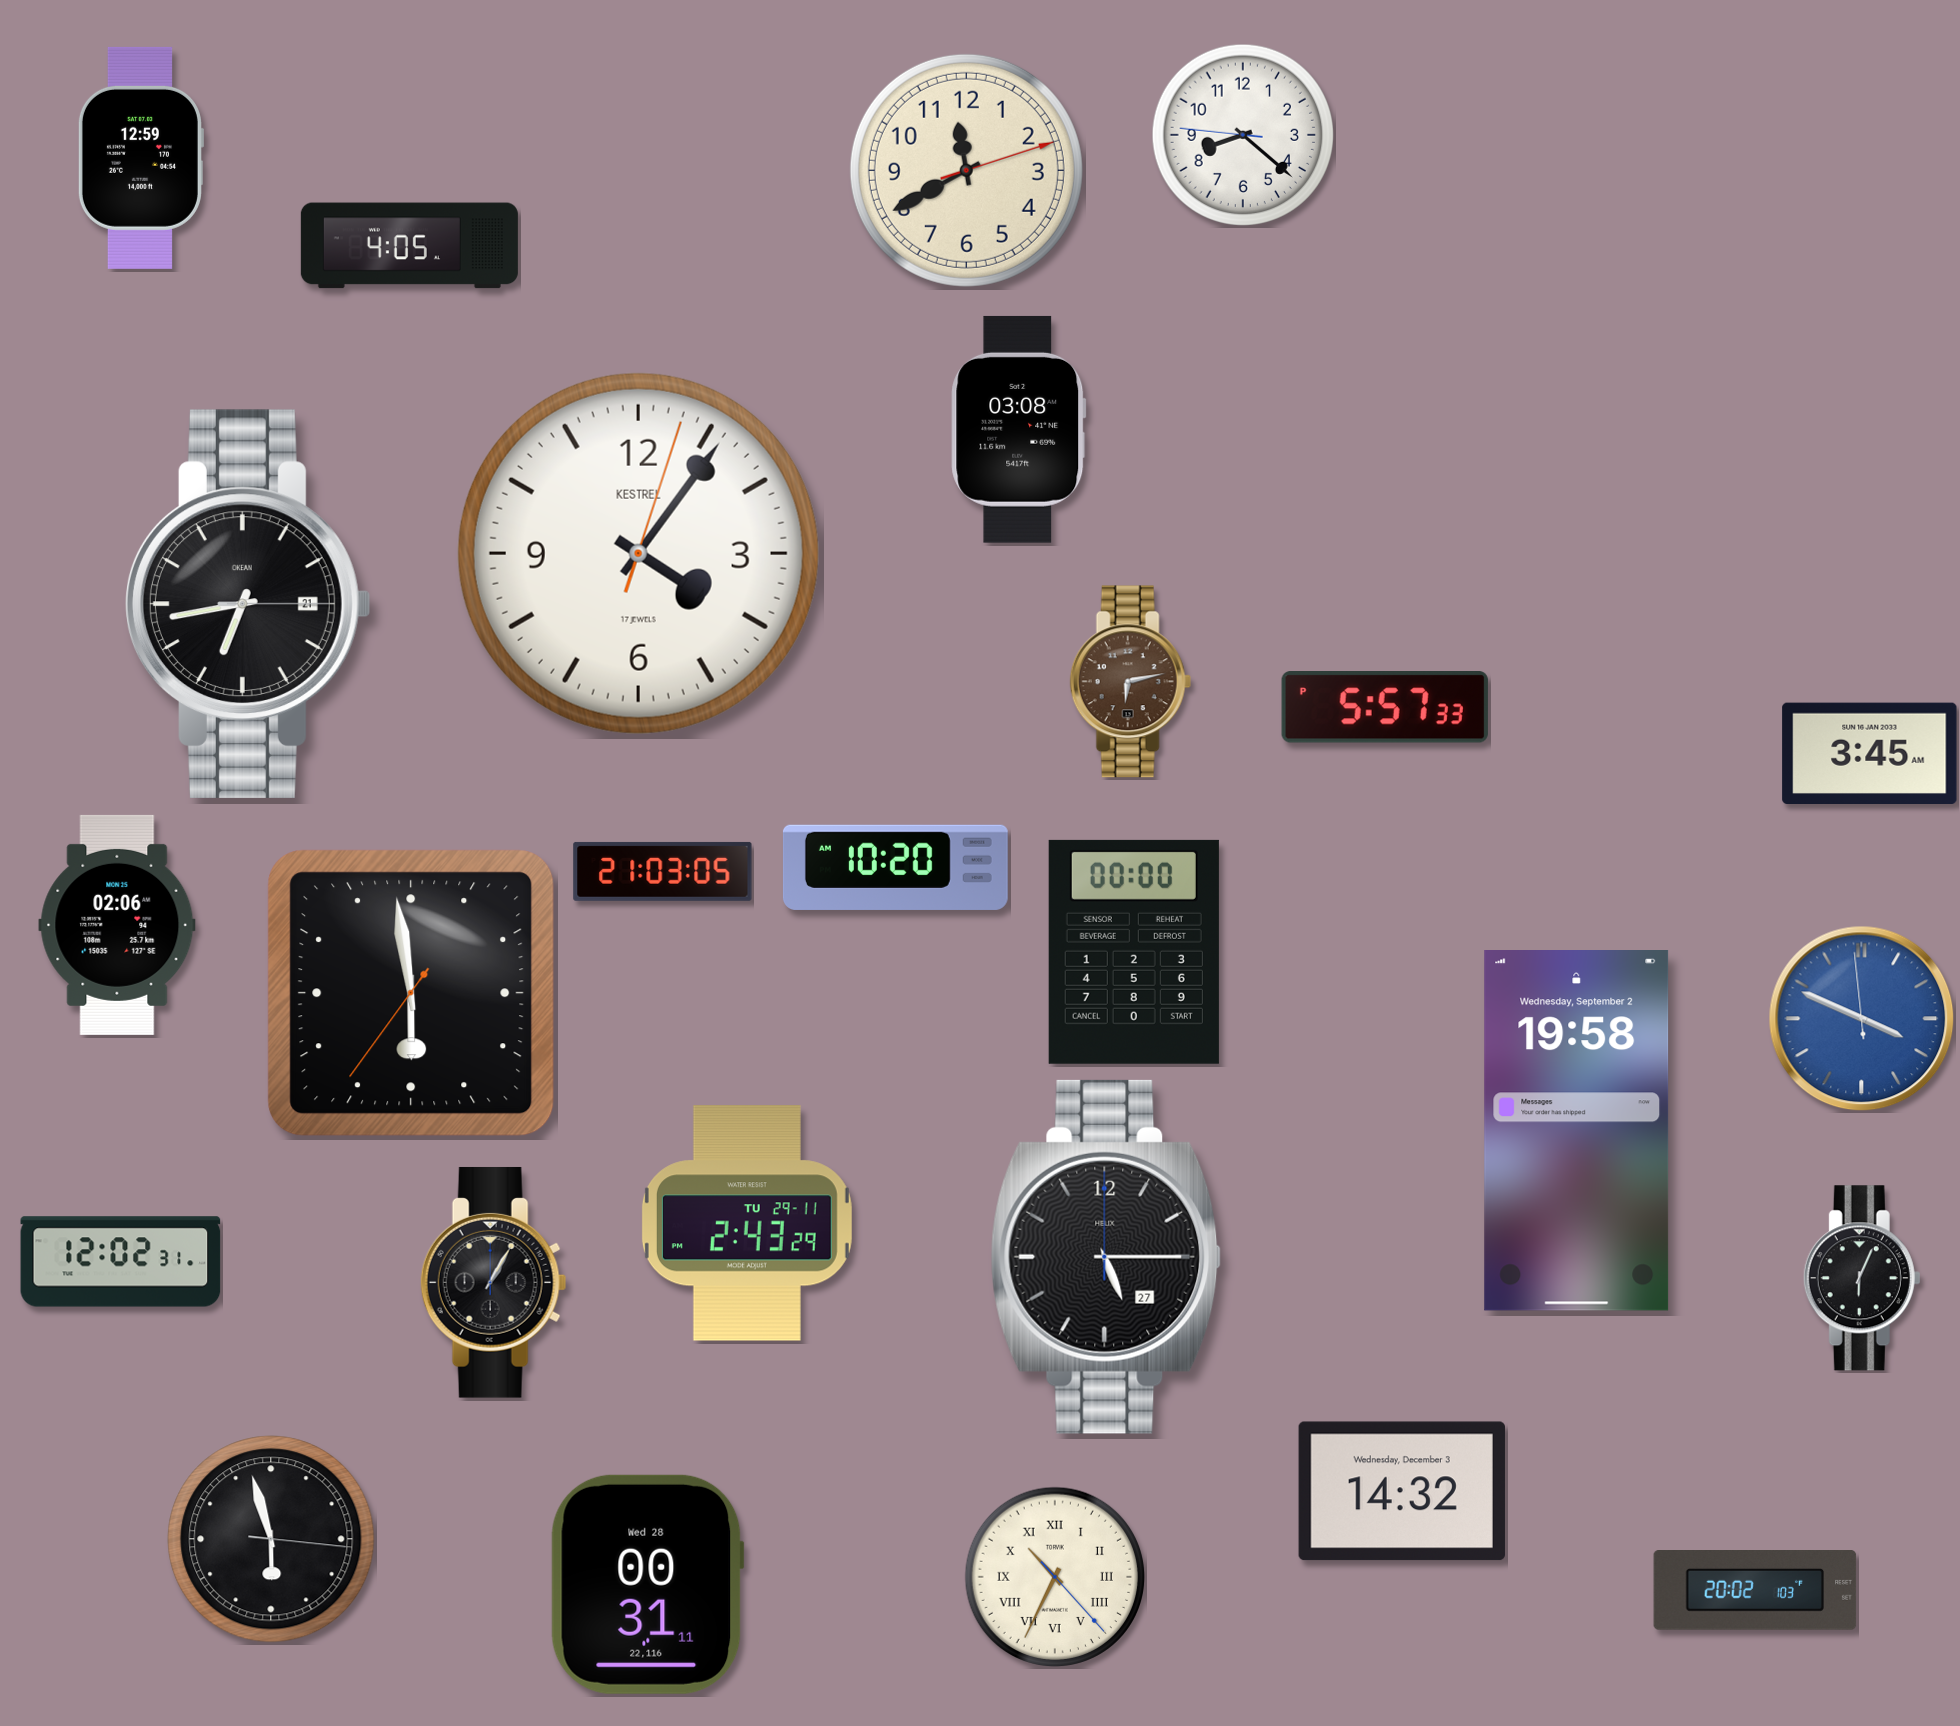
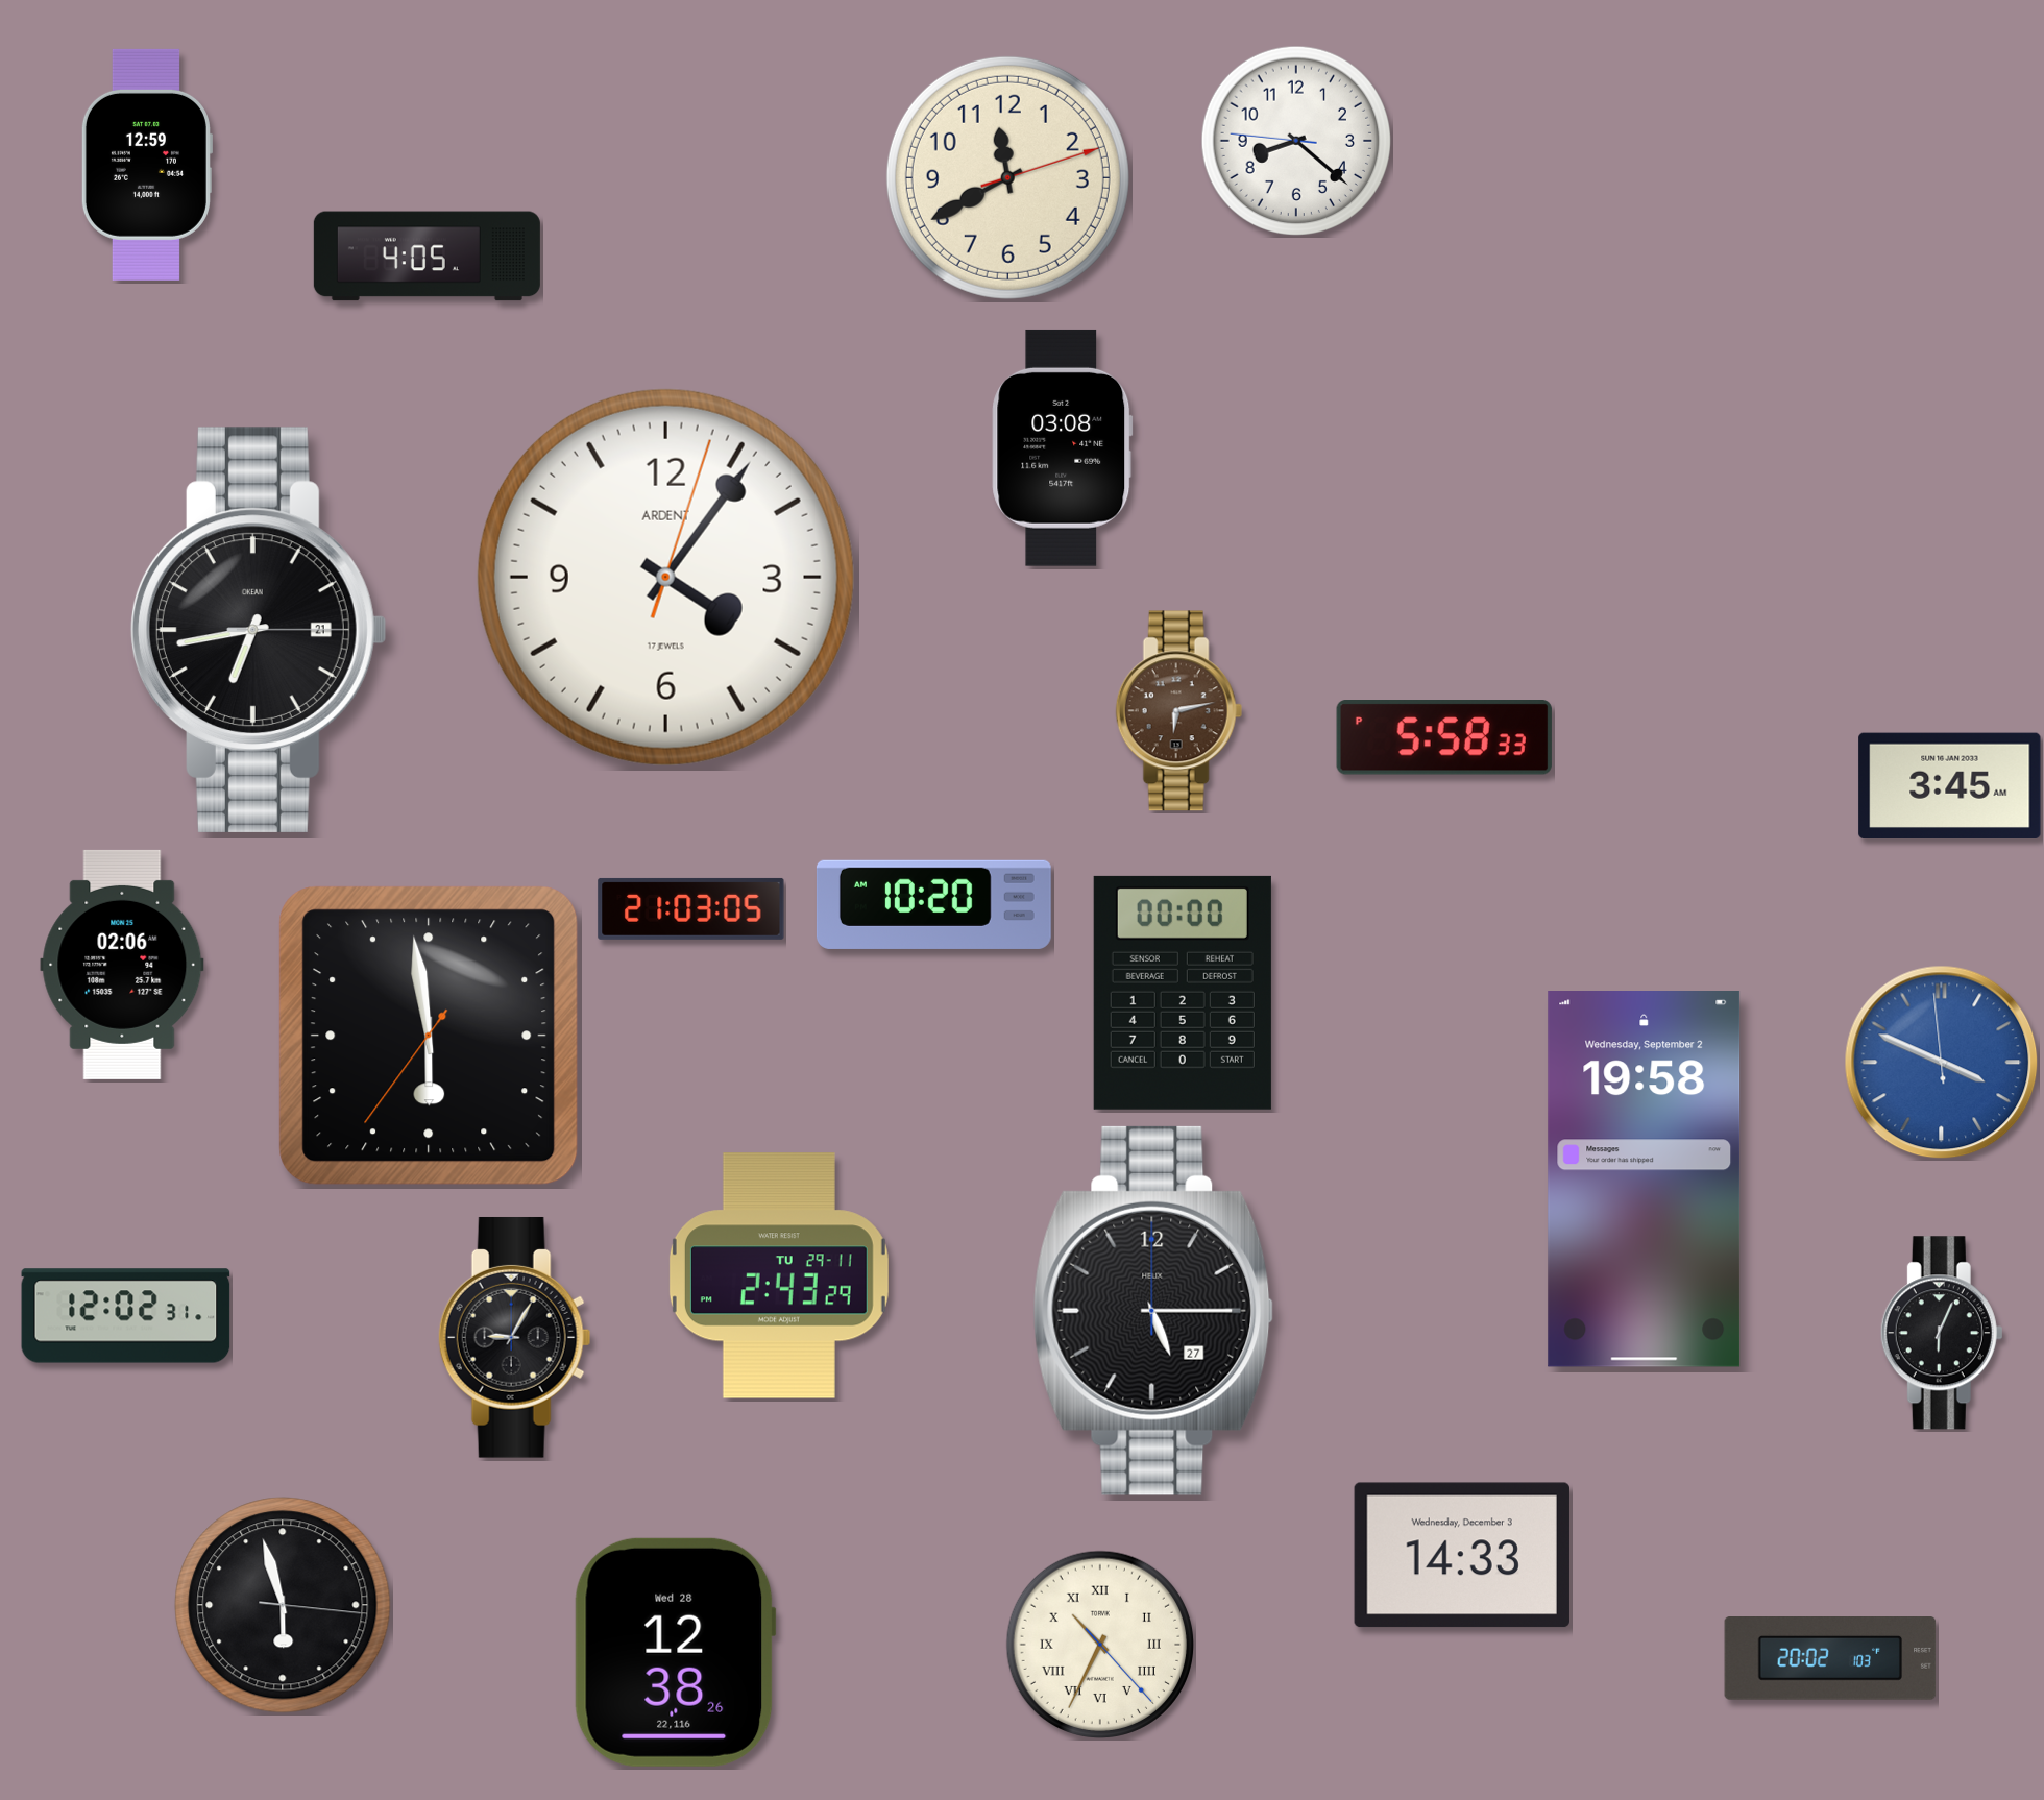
clock at (638, 553) brand: KESTREL -> ARDENT
clock at (1385, 708): 5:57 -> 5:58
clock at (494, 1282): 1:05 -> 9:05
clock at (1402, 1491): 14:32 -> 14:33
clock at (647, 1584): 00:31 -> 12:38
